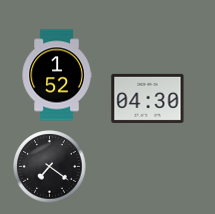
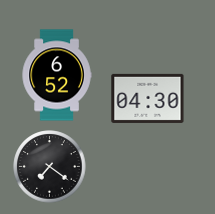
clock at (57, 75): 1:52 -> 6:52
